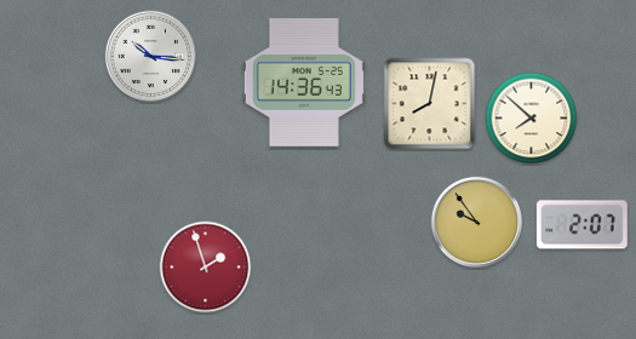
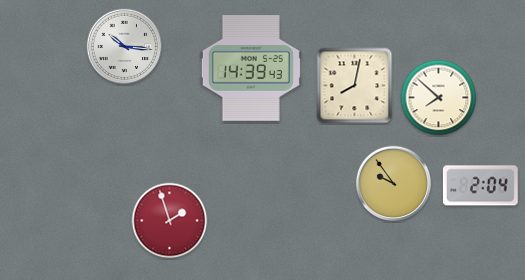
clock at (304, 84): 14:36 -> 14:39
clock at (581, 225): 2:07 -> 2:04
